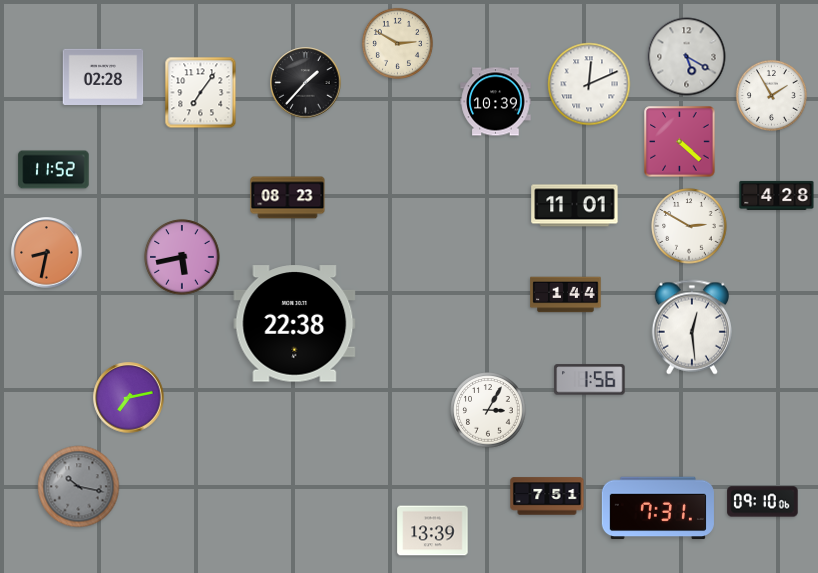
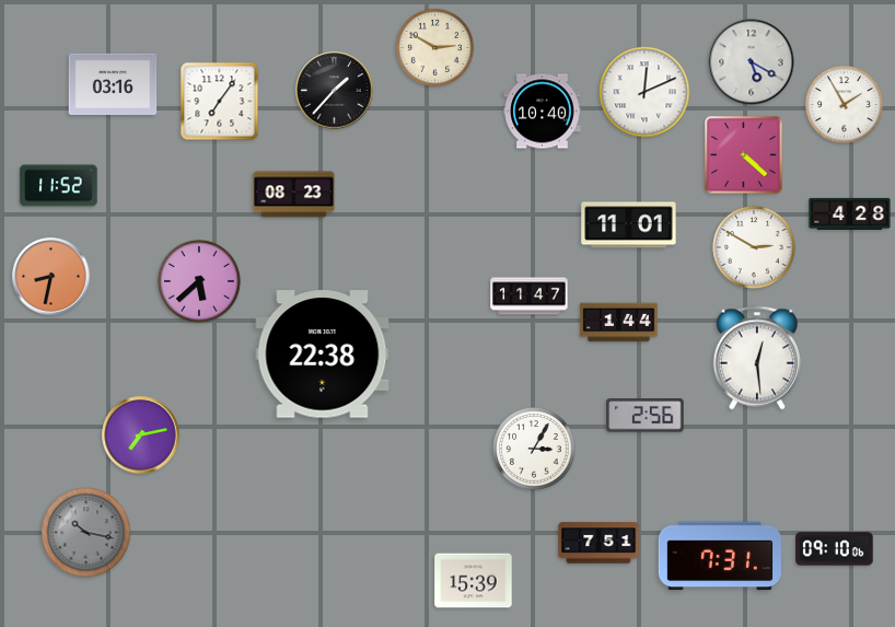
clock at (103, 77): 02:28 -> 03:16
clock at (496, 102): 10:39 -> 10:40
clock at (288, 198) position: (288, 198) -> (294, 195)
clock at (182, 257): 5:43 -> 5:38
clock at (530, 297): none -> 11:47
clock at (590, 380): 1:56 -> 2:56
clock at (433, 531): 13:39 -> 15:39
